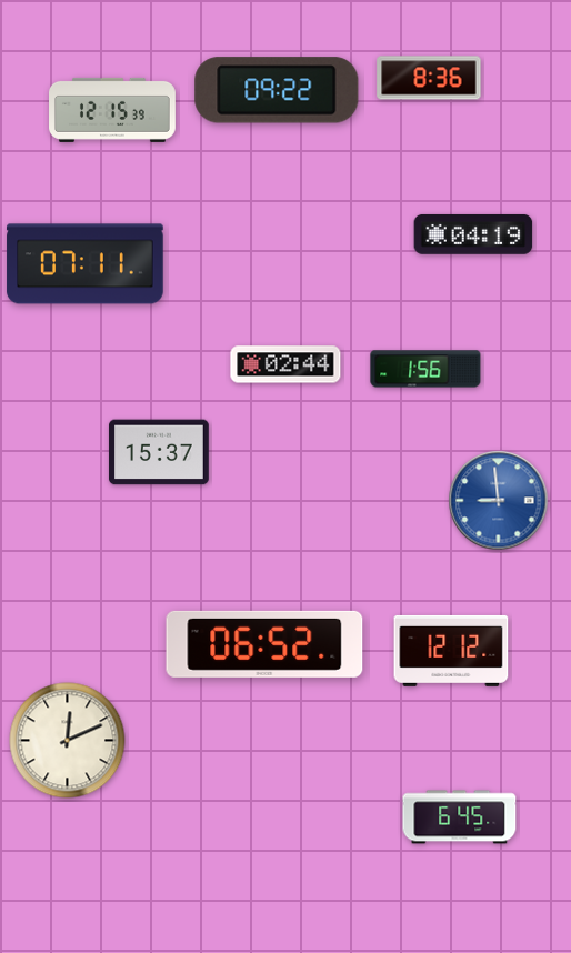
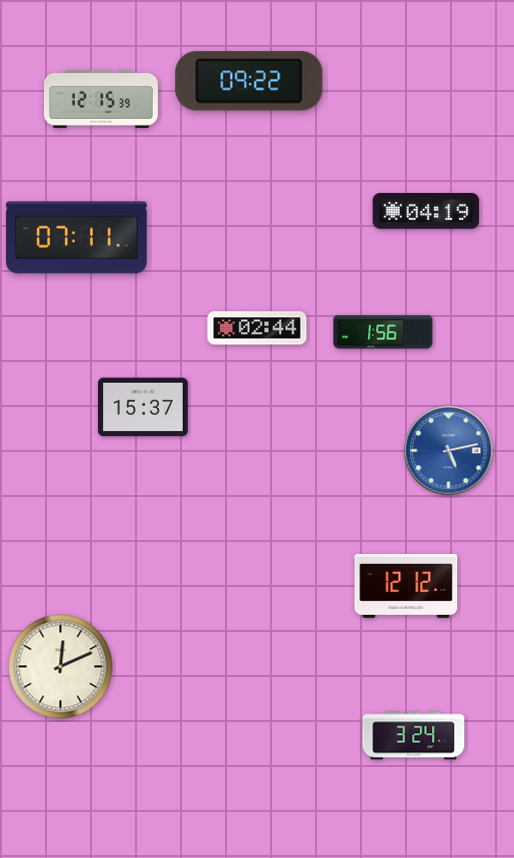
clock at (429, 78): 8:36 -> none
clock at (499, 501): 8:59 -> 5:13
clock at (264, 644): 06:52 -> none
clock at (460, 817): 6:45 -> 3:24
